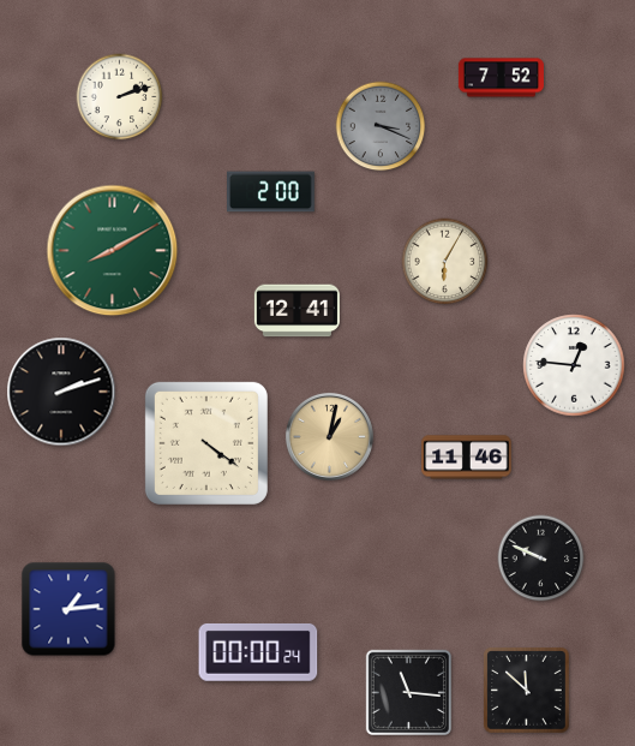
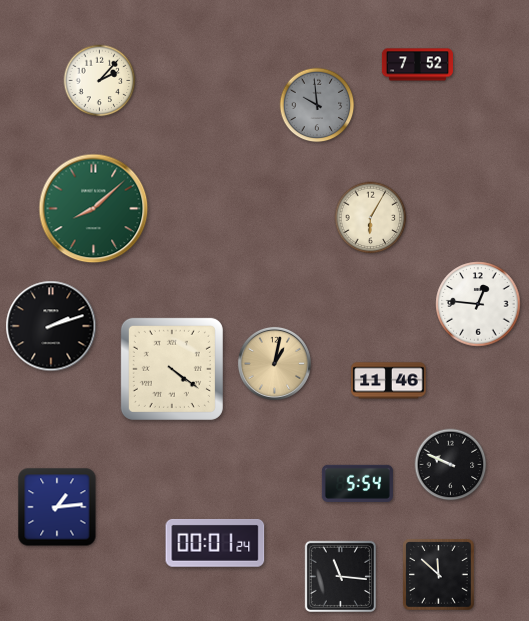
clock at (120, 97): 2:12 -> 2:07
clock at (381, 126): 3:19 -> 9:59
clock at (271, 192): 2:00 -> none
clock at (113, 251): 8:10 -> 8:08
clock at (296, 311): 12:41 -> none
clock at (357, 483): none -> 5:54
clock at (258, 652): 00:00 -> 00:01
